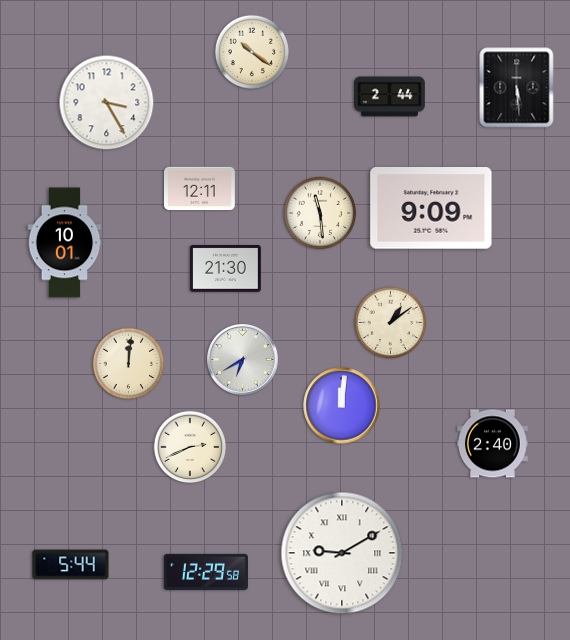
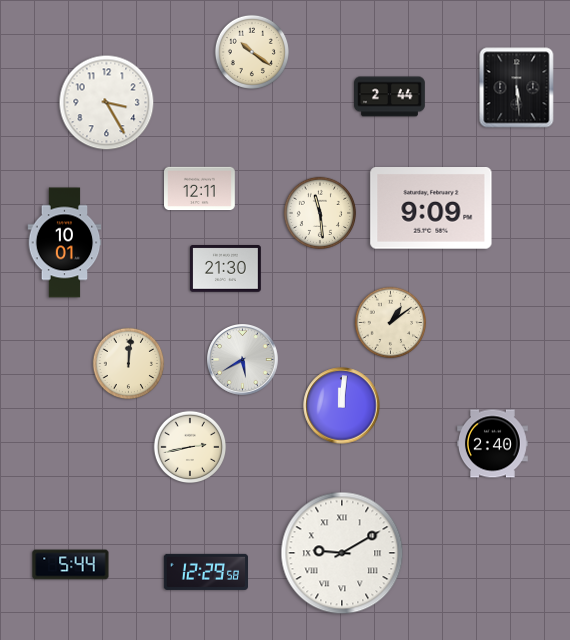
clock at (243, 360): 6:40 -> 5:40
clock at (190, 447): 2:41 -> 2:43
